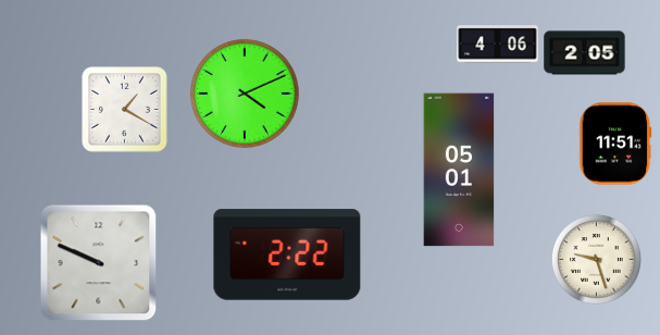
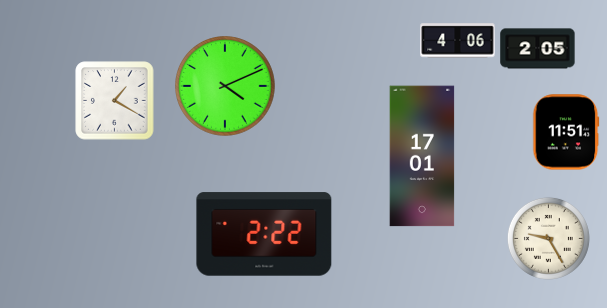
clock at (459, 170): 05:01 -> 17:01
clock at (596, 259): 9:27 -> 9:25
clock at (99, 263): 9:49 -> none
